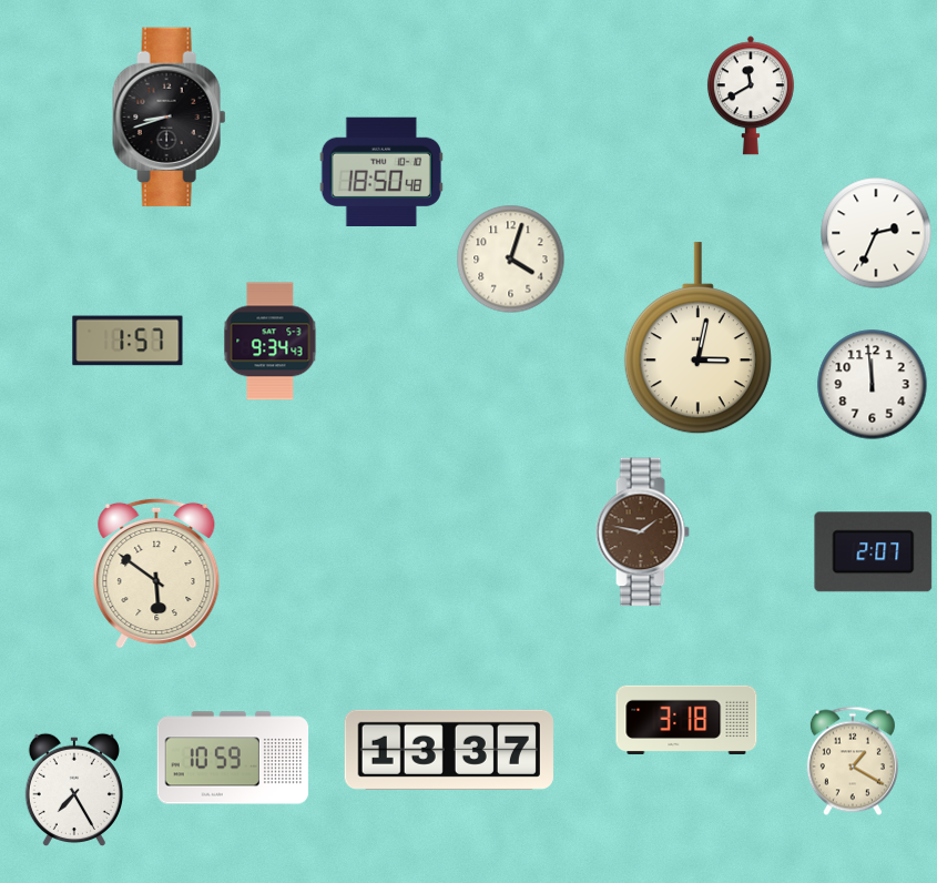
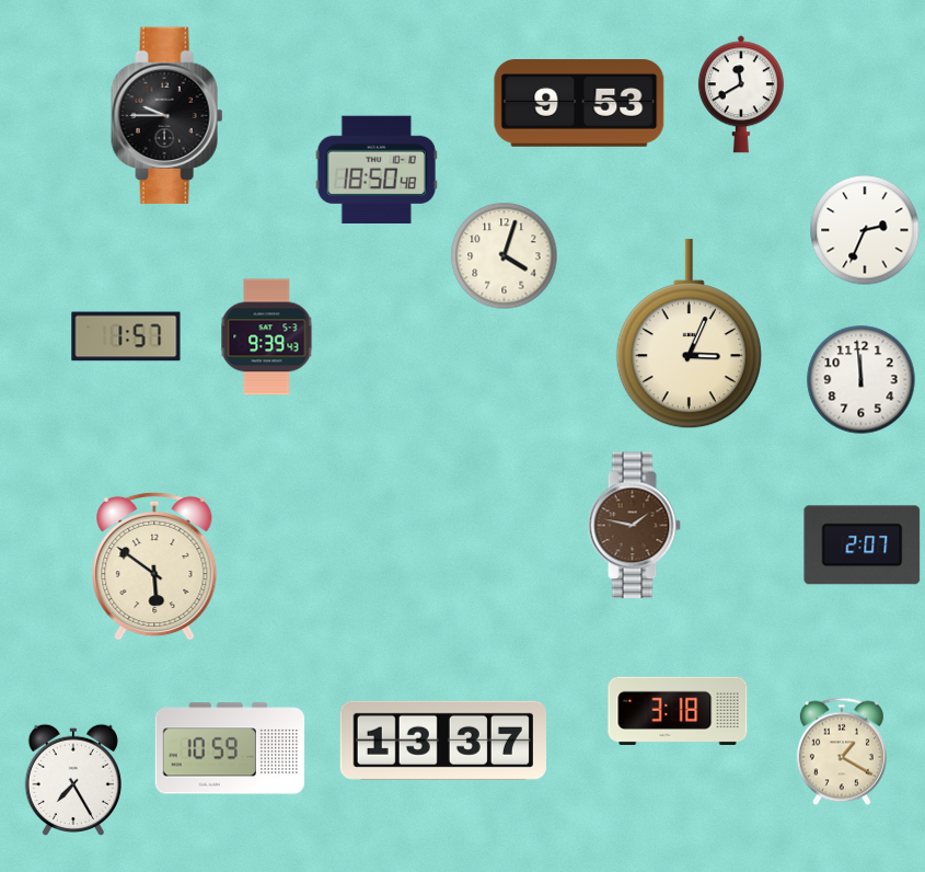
clock at (579, 104): none -> 9:53
clock at (170, 118): 8:42 -> 9:45
clock at (697, 338): 3:02 -> 3:04
clock at (271, 342): 9:34 -> 9:39
